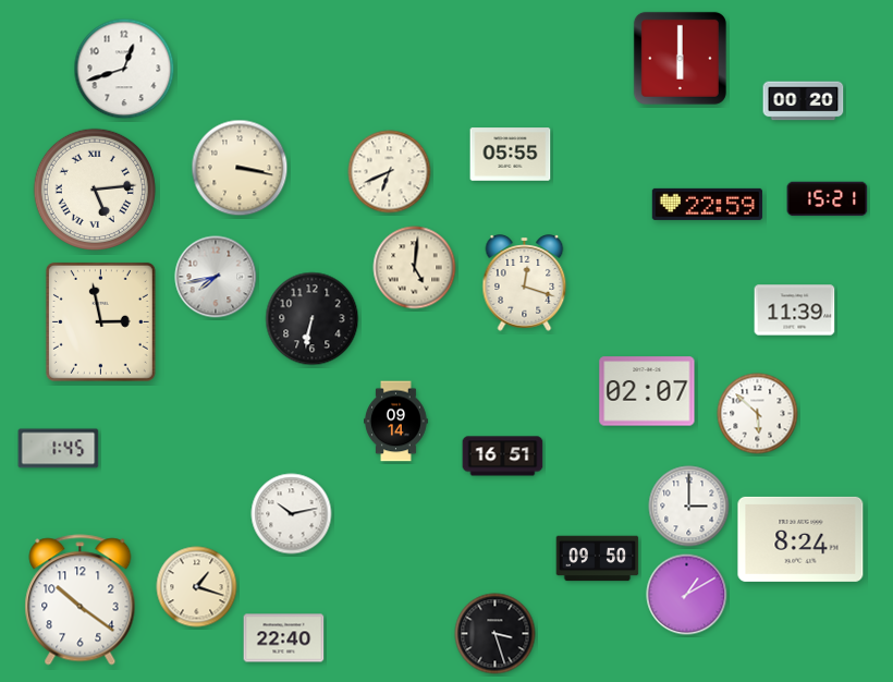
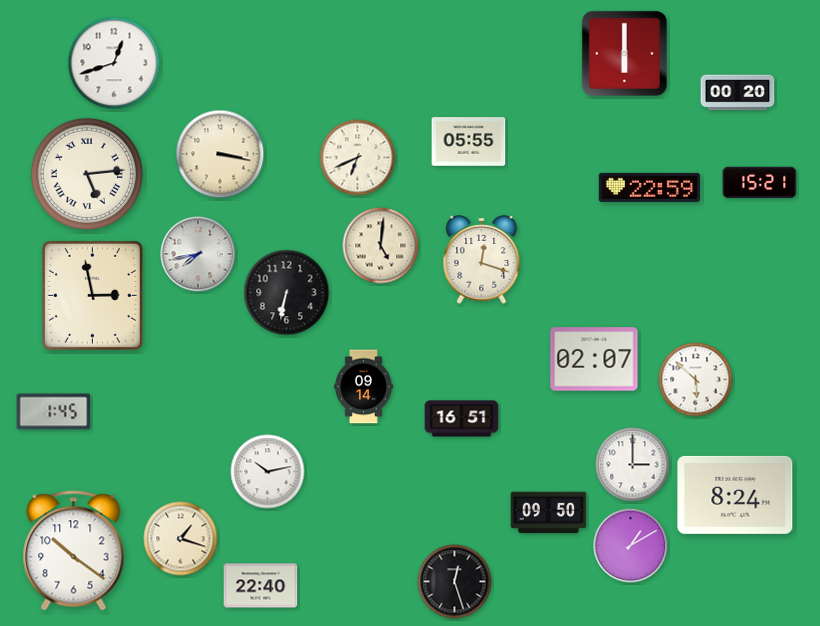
clock at (795, 310): 11:39 -> none
clock at (496, 634): 3:27 -> 12:27
